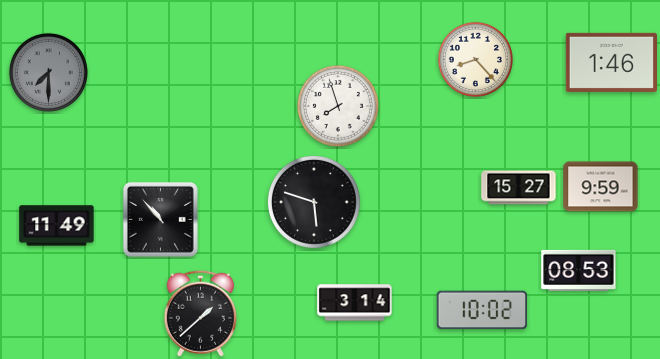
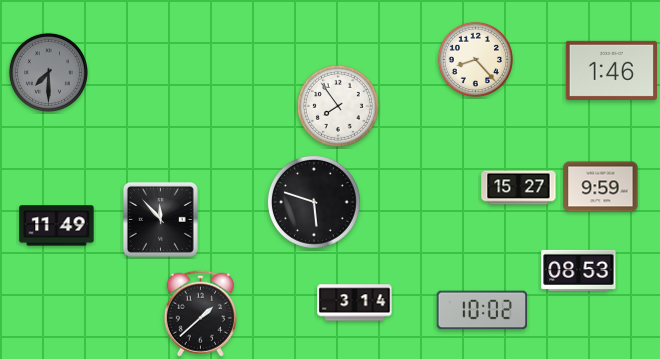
clock at (611, 62) position: (611, 62) -> (611, 70)
clock at (338, 106): 7:57 -> 7:54
clock at (160, 219): 10:53 -> 11:53
